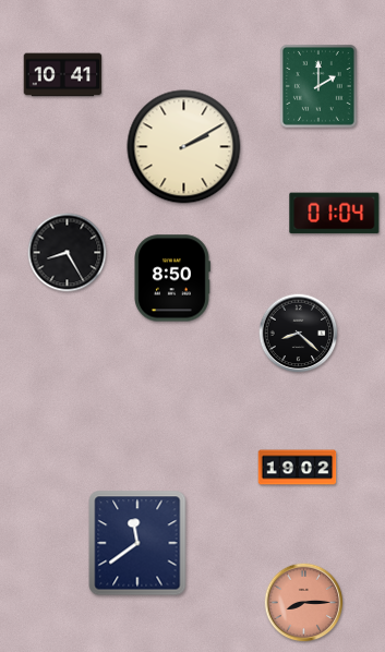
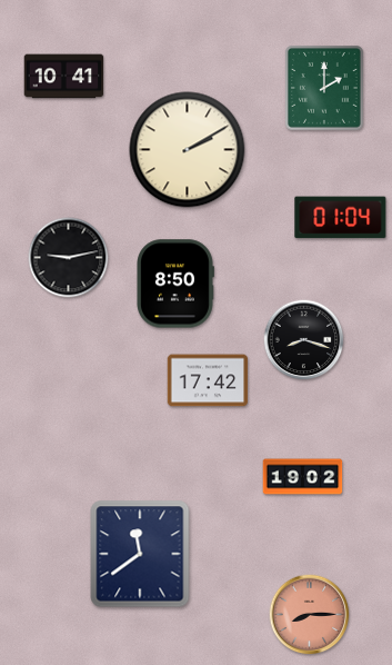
clock at (68, 253): 8:25 -> 9:13
clock at (299, 334): 8:22 -> 8:18
clock at (208, 380): none -> 17:42
